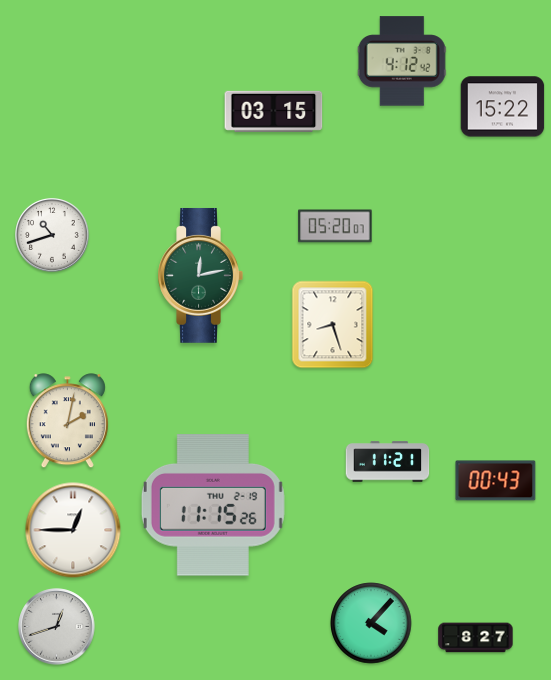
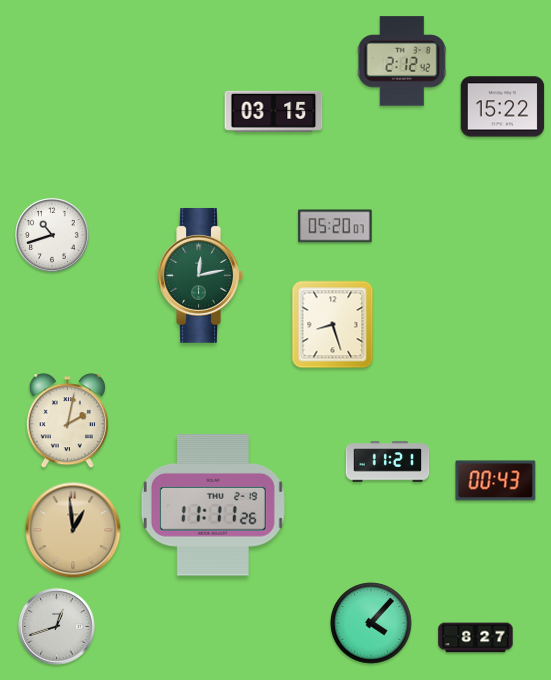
clock at (402, 61): 4:12 -> 2:12
clock at (213, 505): 11:15 -> 11:11
clock at (73, 530): 12:45 -> 12:59
clock at (73, 530) dial: white -> champagne
